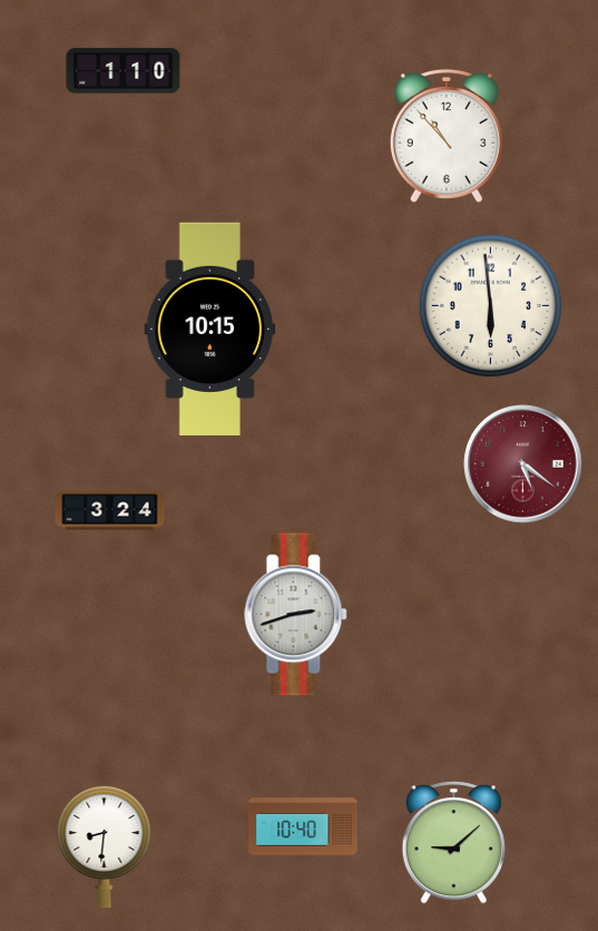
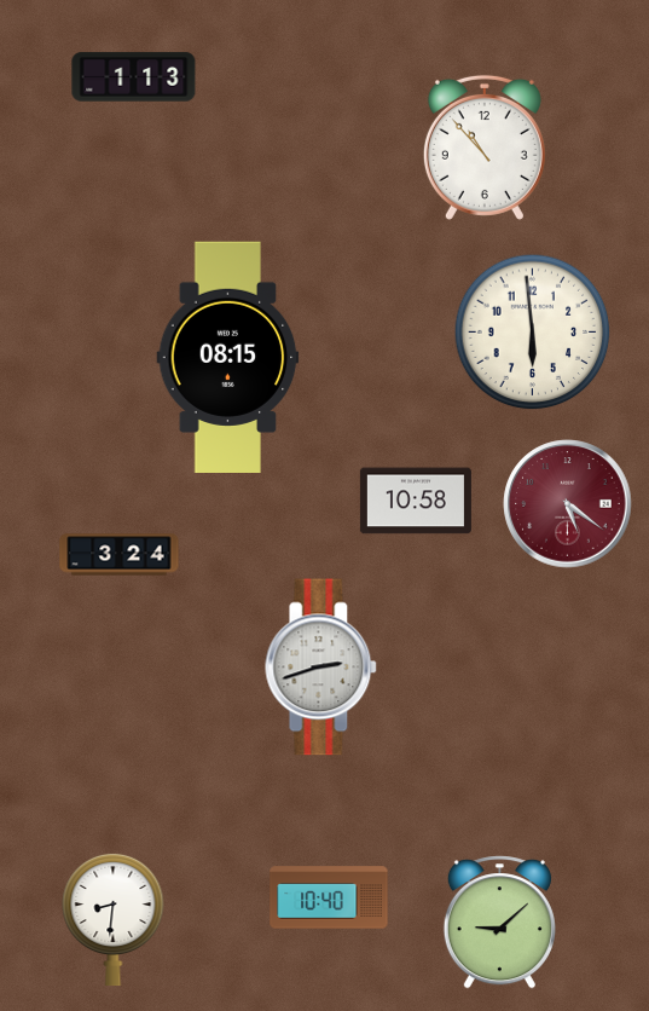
clock at (124, 71): 1:10 -> 1:13
clock at (210, 329): 10:15 -> 08:15
clock at (416, 501): none -> 10:58
clock at (453, 843) position: (453, 843) -> (499, 923)
